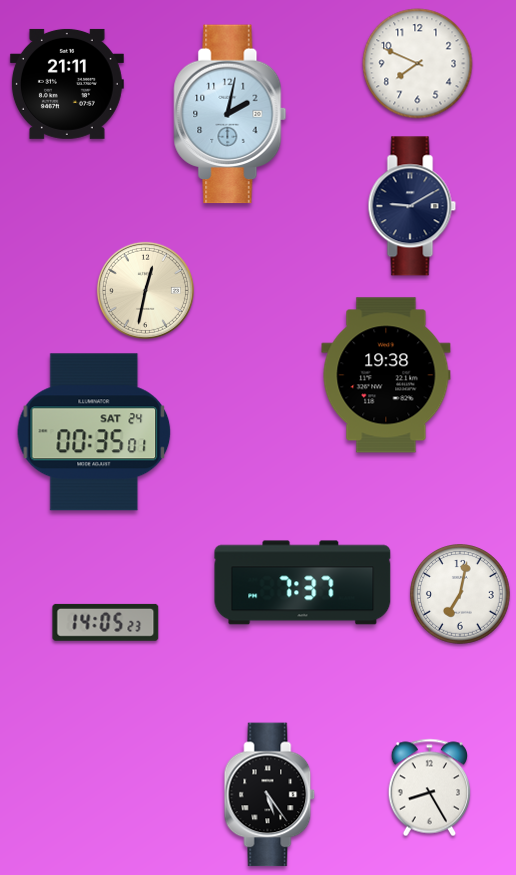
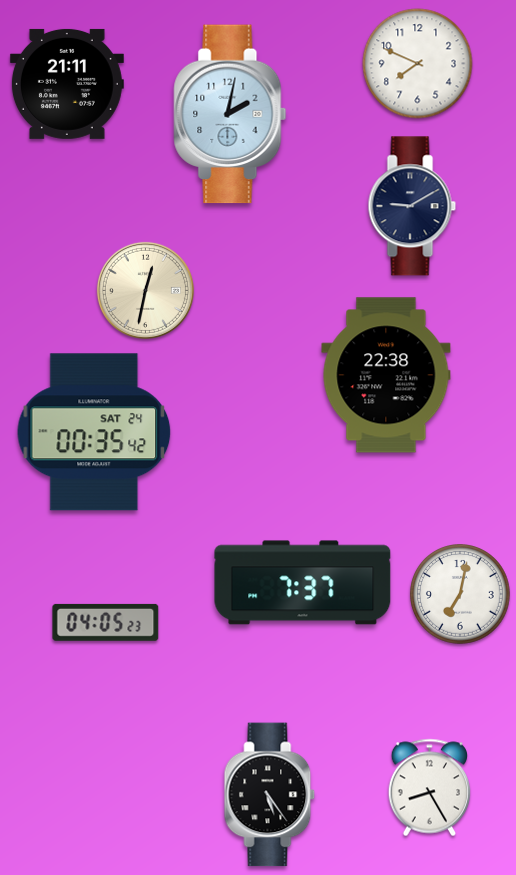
clock at (386, 375): 19:38 -> 22:38
clock at (94, 432): 00:35:01 -> 00:35:42
clock at (106, 622): 14:05 -> 04:05
